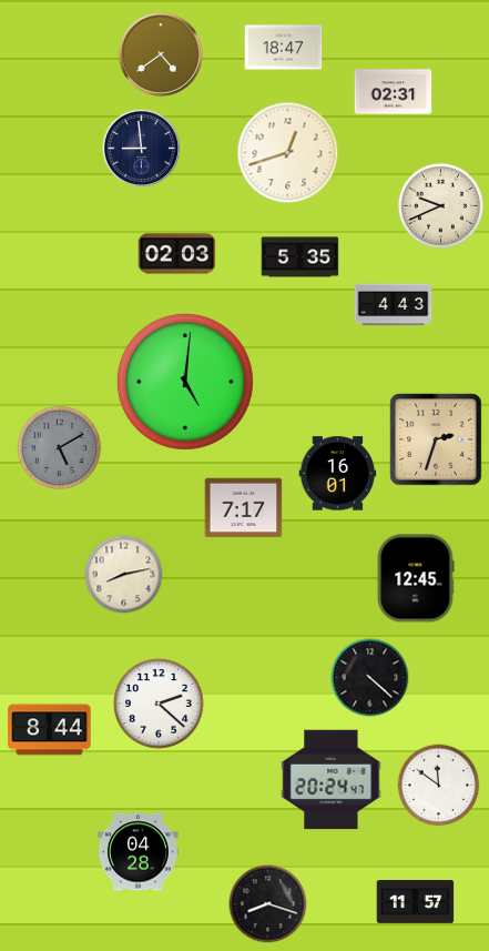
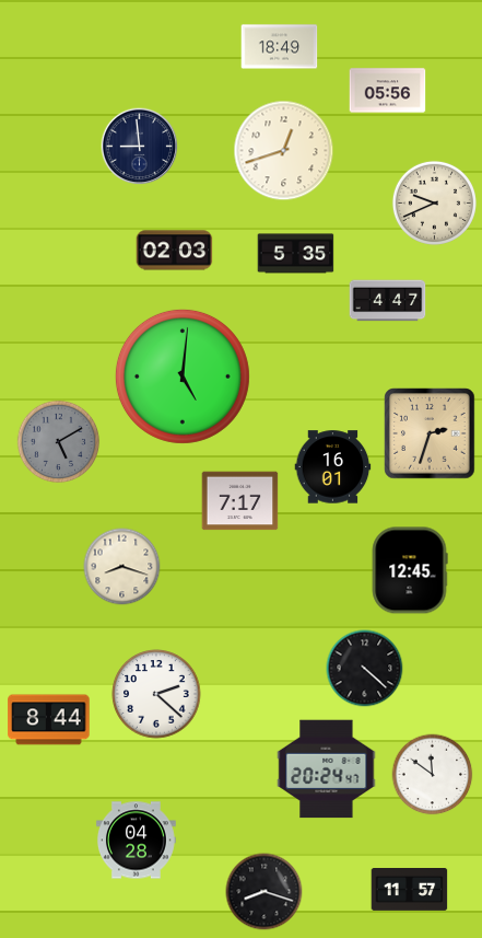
clock at (284, 48): 18:47 -> 18:49
clock at (161, 54): 4:39 -> none
clock at (394, 92): 02:31 -> 05:56
clock at (394, 305): 4:43 -> 4:47
clock at (124, 575): 8:13 -> 8:18
